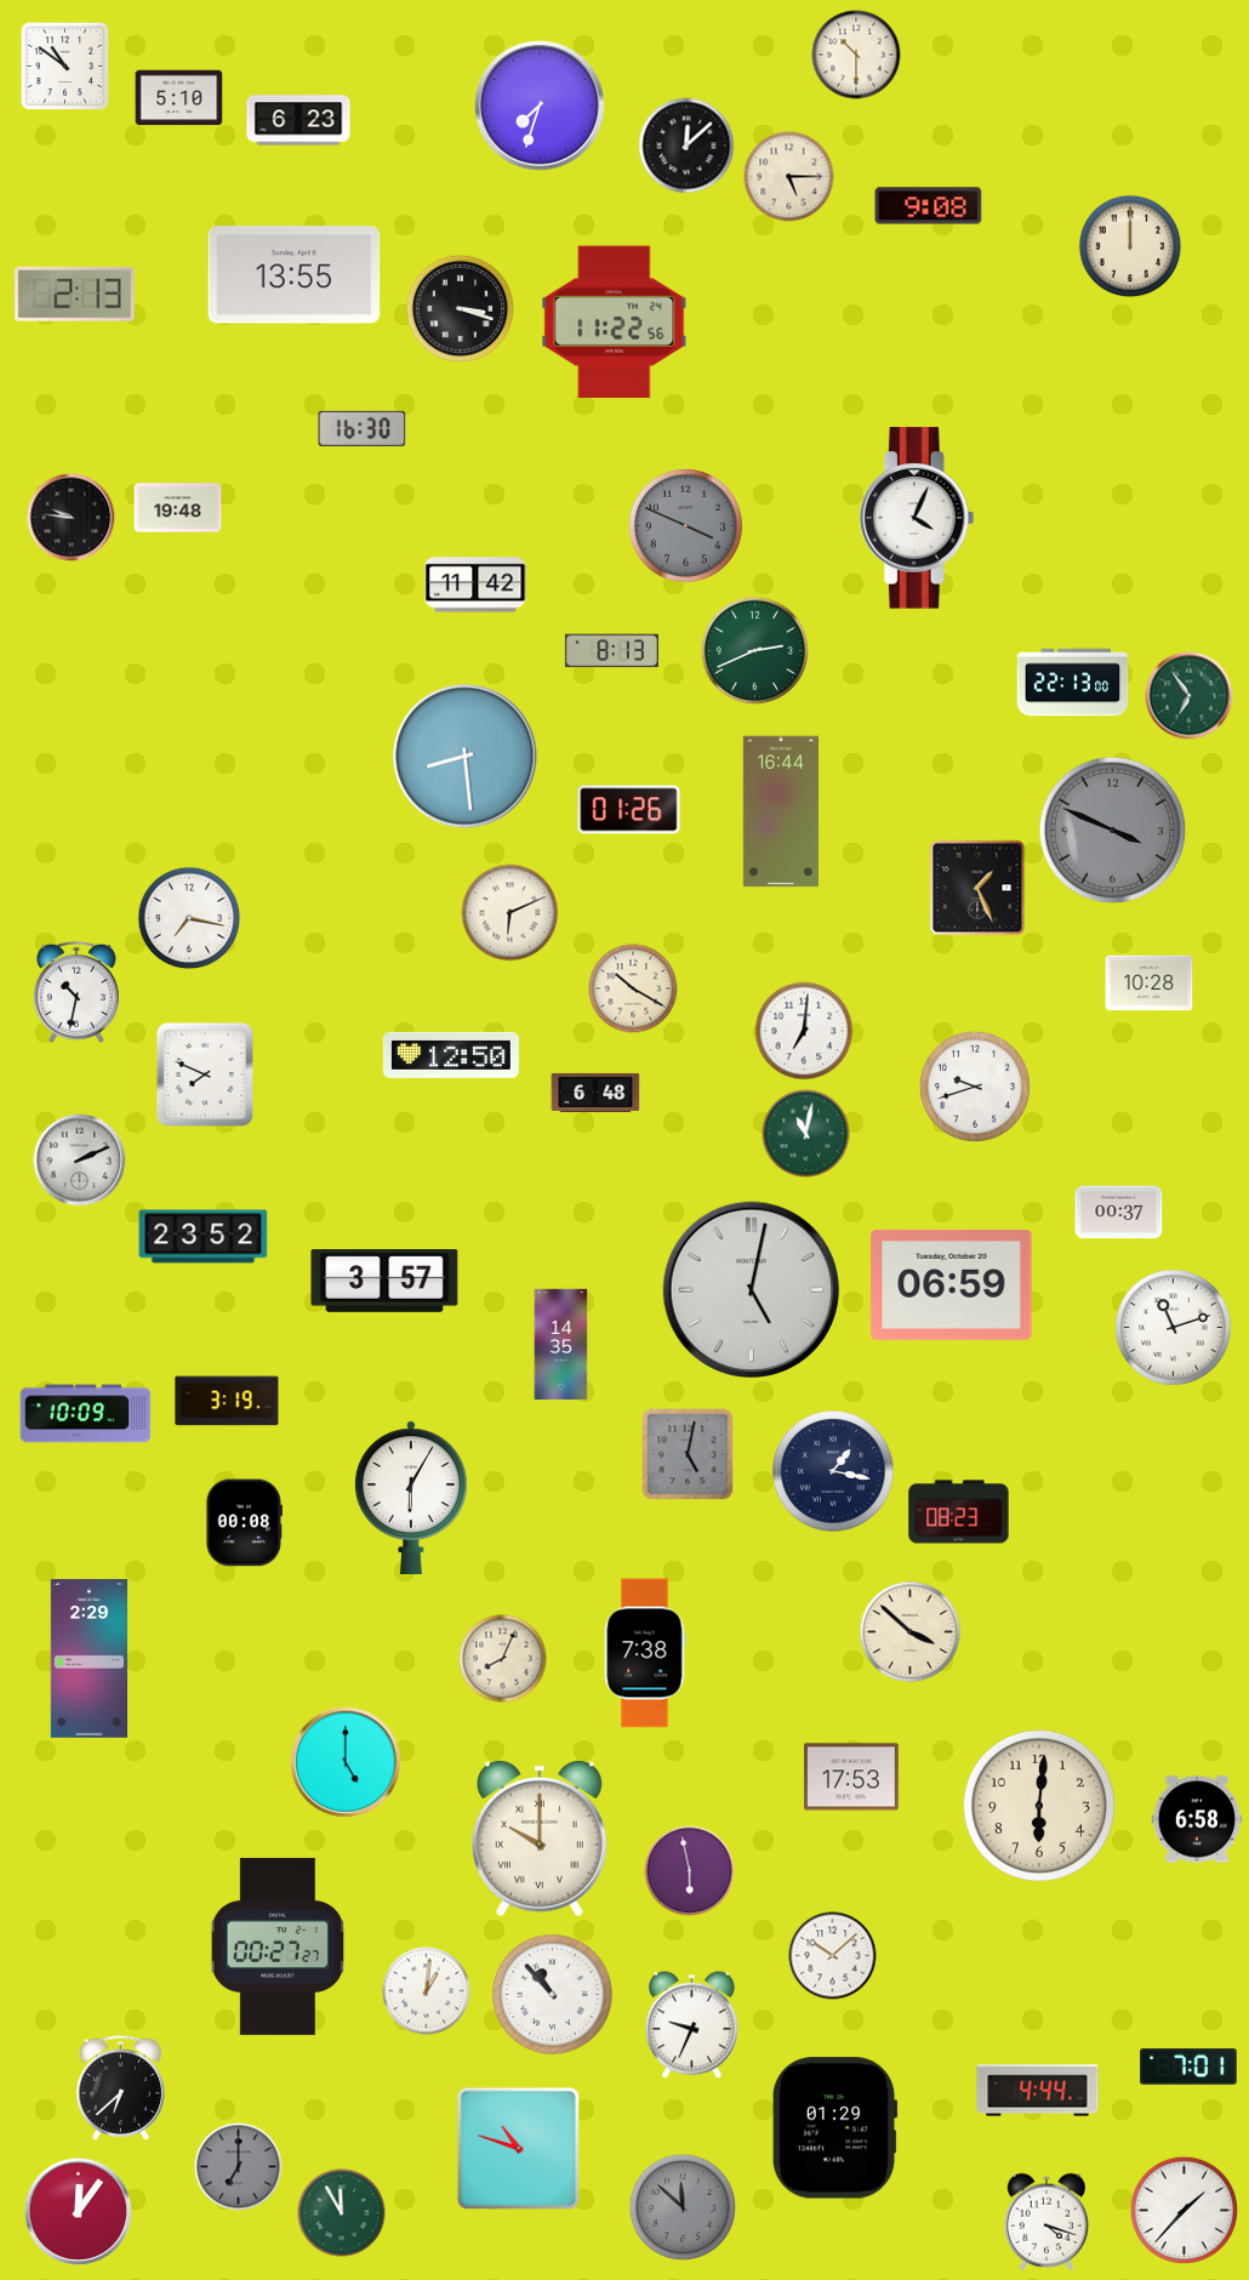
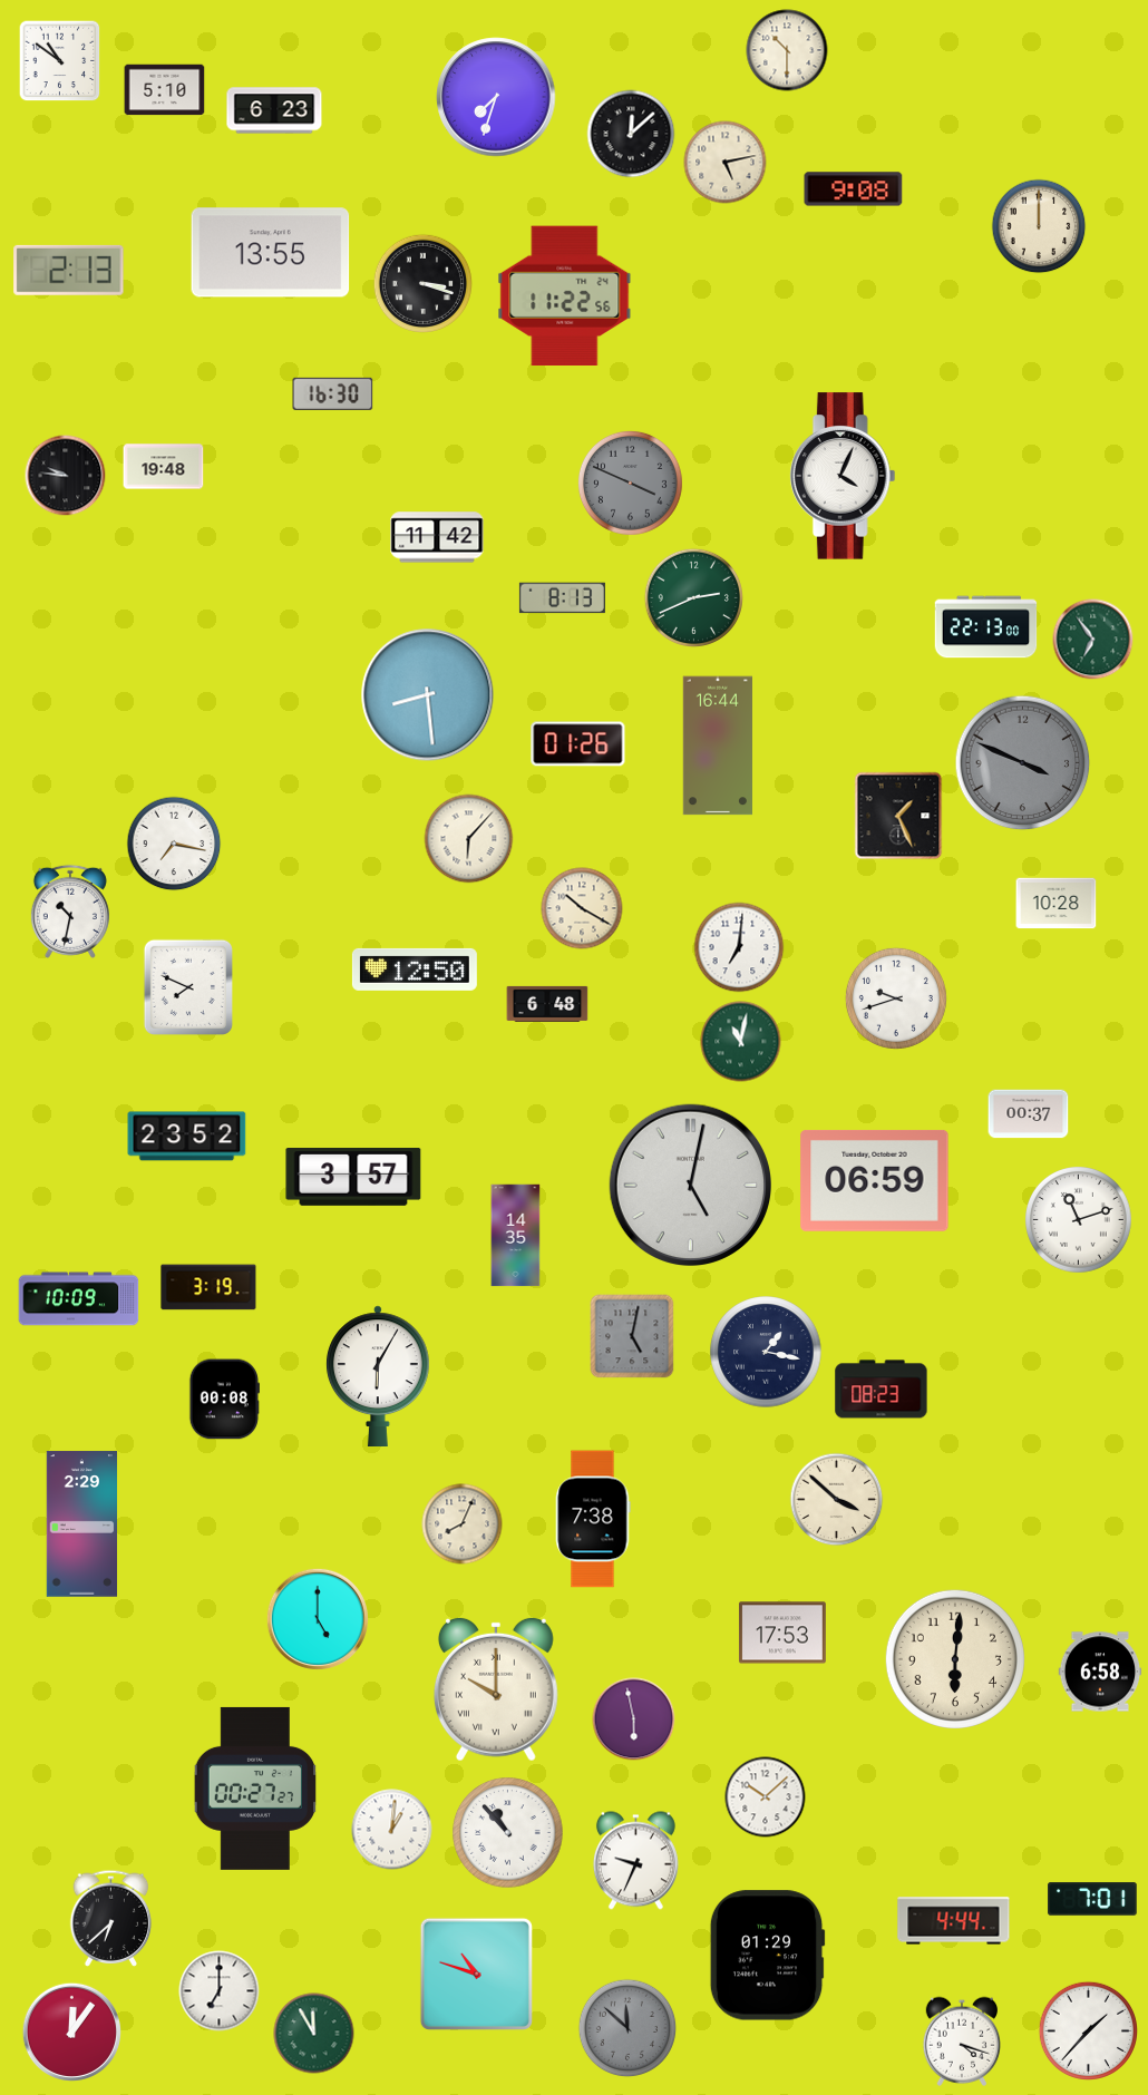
clock at (789, 177): 5:15 -> 5:13
clock at (511, 913): 6:11 -> 6:07
clock at (80, 1161): 2:11 -> none
clock at (239, 2167) dial: grey -> white
